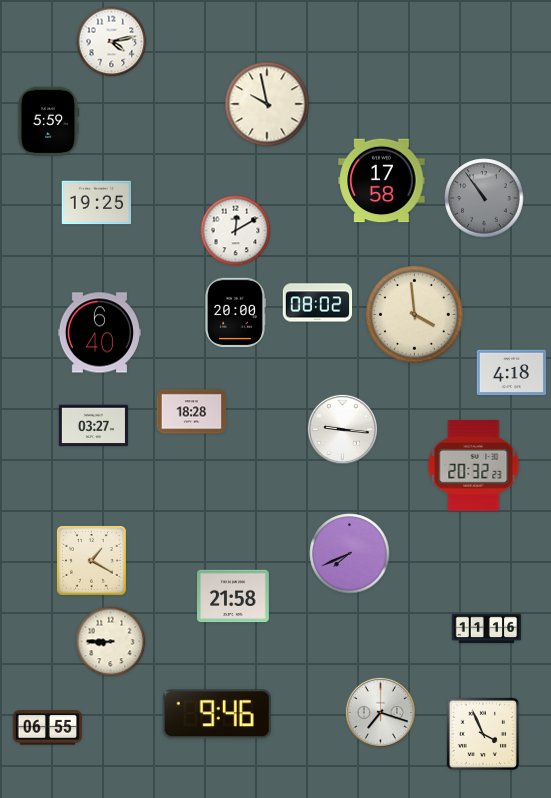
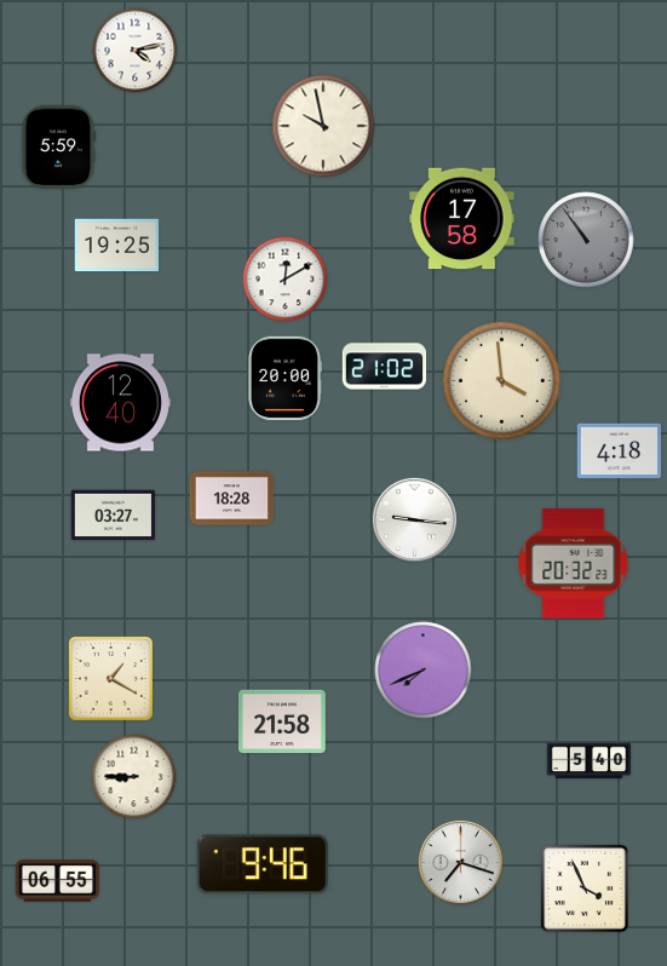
clock at (318, 303): 08:02 -> 21:02
clock at (99, 333): 6:40 -> 12:40
clock at (487, 629): 11:16 -> 5:40
